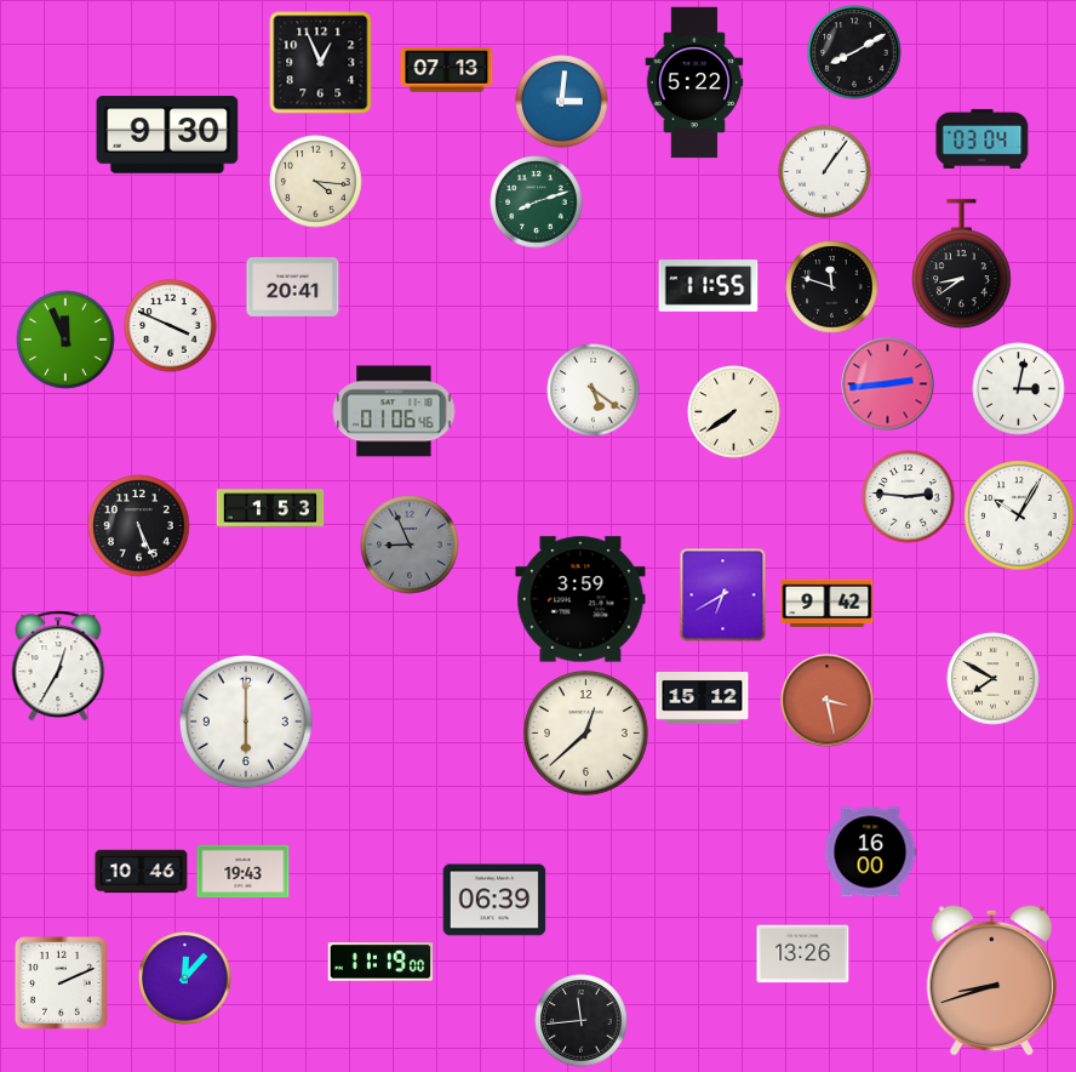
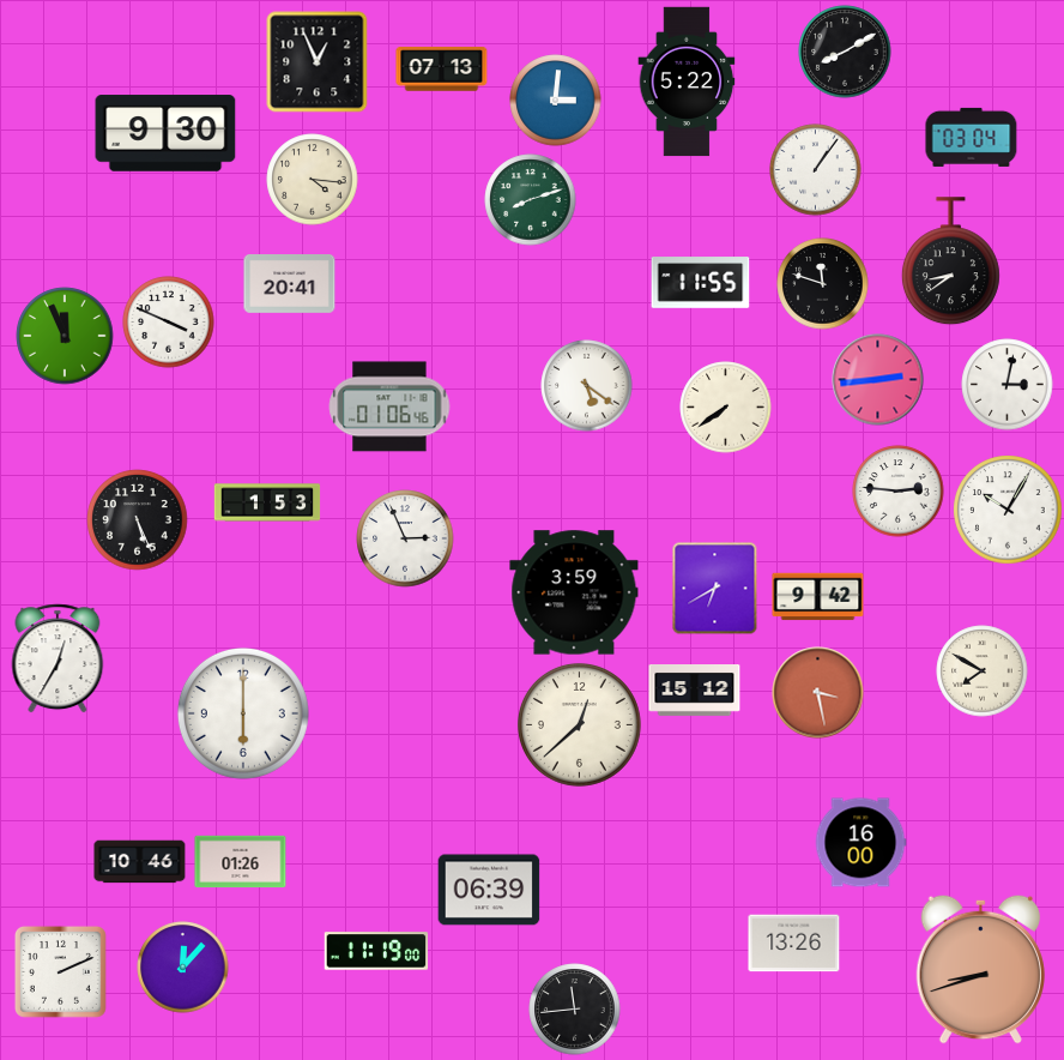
clock at (410, 544): 8:56 -> 2:56
clock at (410, 544) dial: grey -> white
clock at (244, 872): 19:43 -> 01:26
